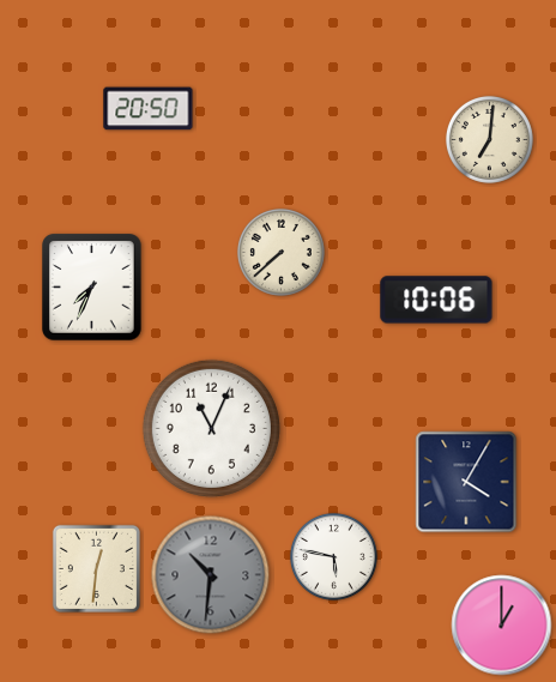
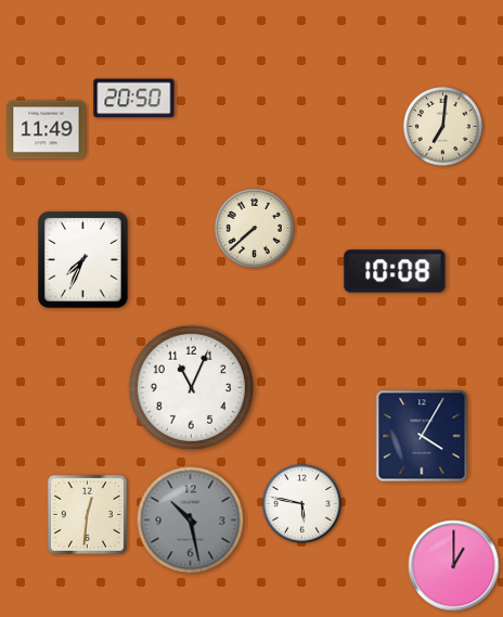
clock at (47, 130): none -> 11:49
clock at (436, 300): 10:06 -> 10:08
clock at (211, 575): 10:31 -> 10:28
